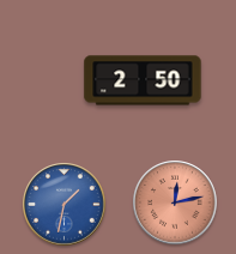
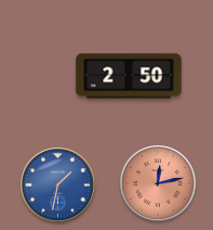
clock at (143, 80) position: (143, 80) -> (129, 76)
